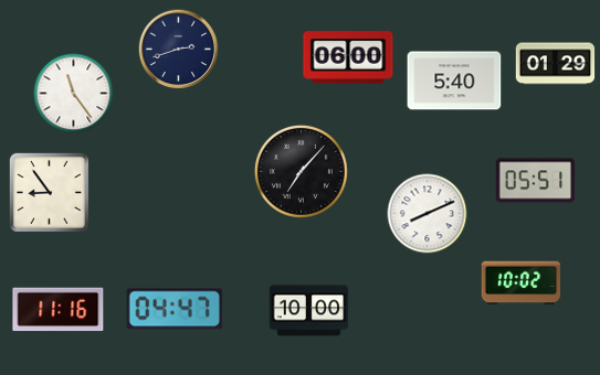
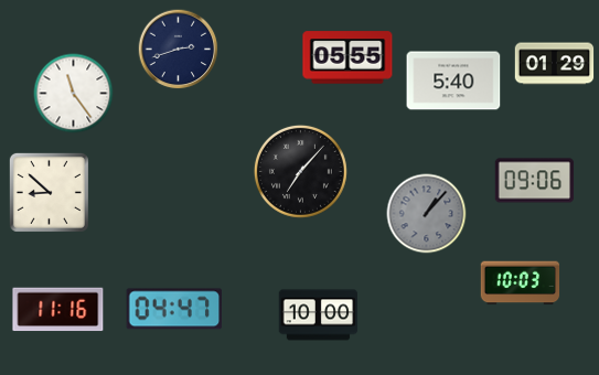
clock at (348, 57): 06:00 -> 05:55
clock at (536, 181): 05:51 -> 09:06
clock at (49, 192): 8:54 -> 8:52
clock at (428, 214): 8:11 -> 1:07
clock at (428, 214) dial: white -> grey
clock at (522, 283): 10:02 -> 10:03
clock at (309, 311) position: (309, 311) -> (319, 315)
